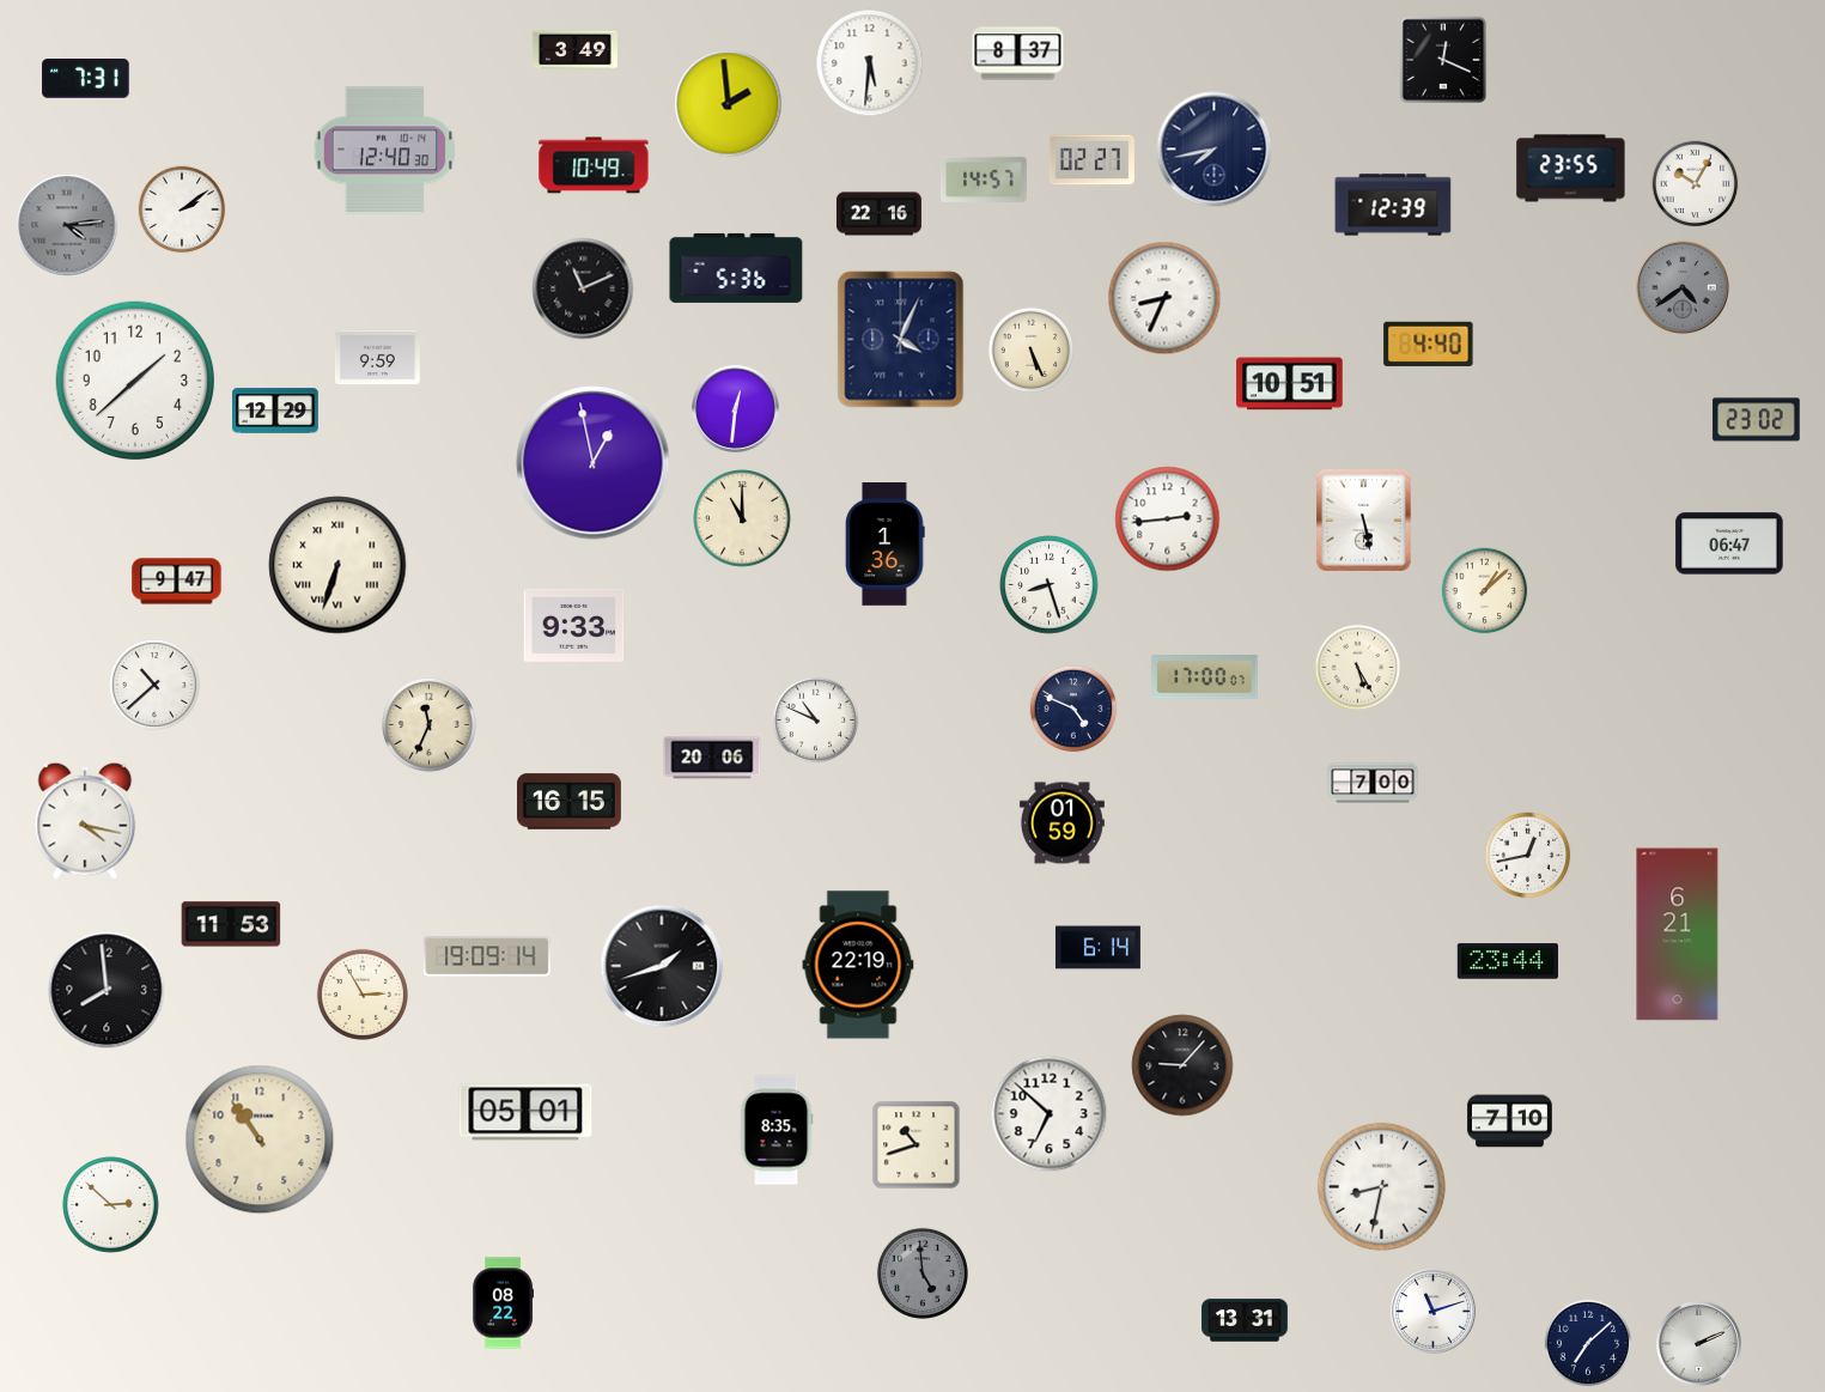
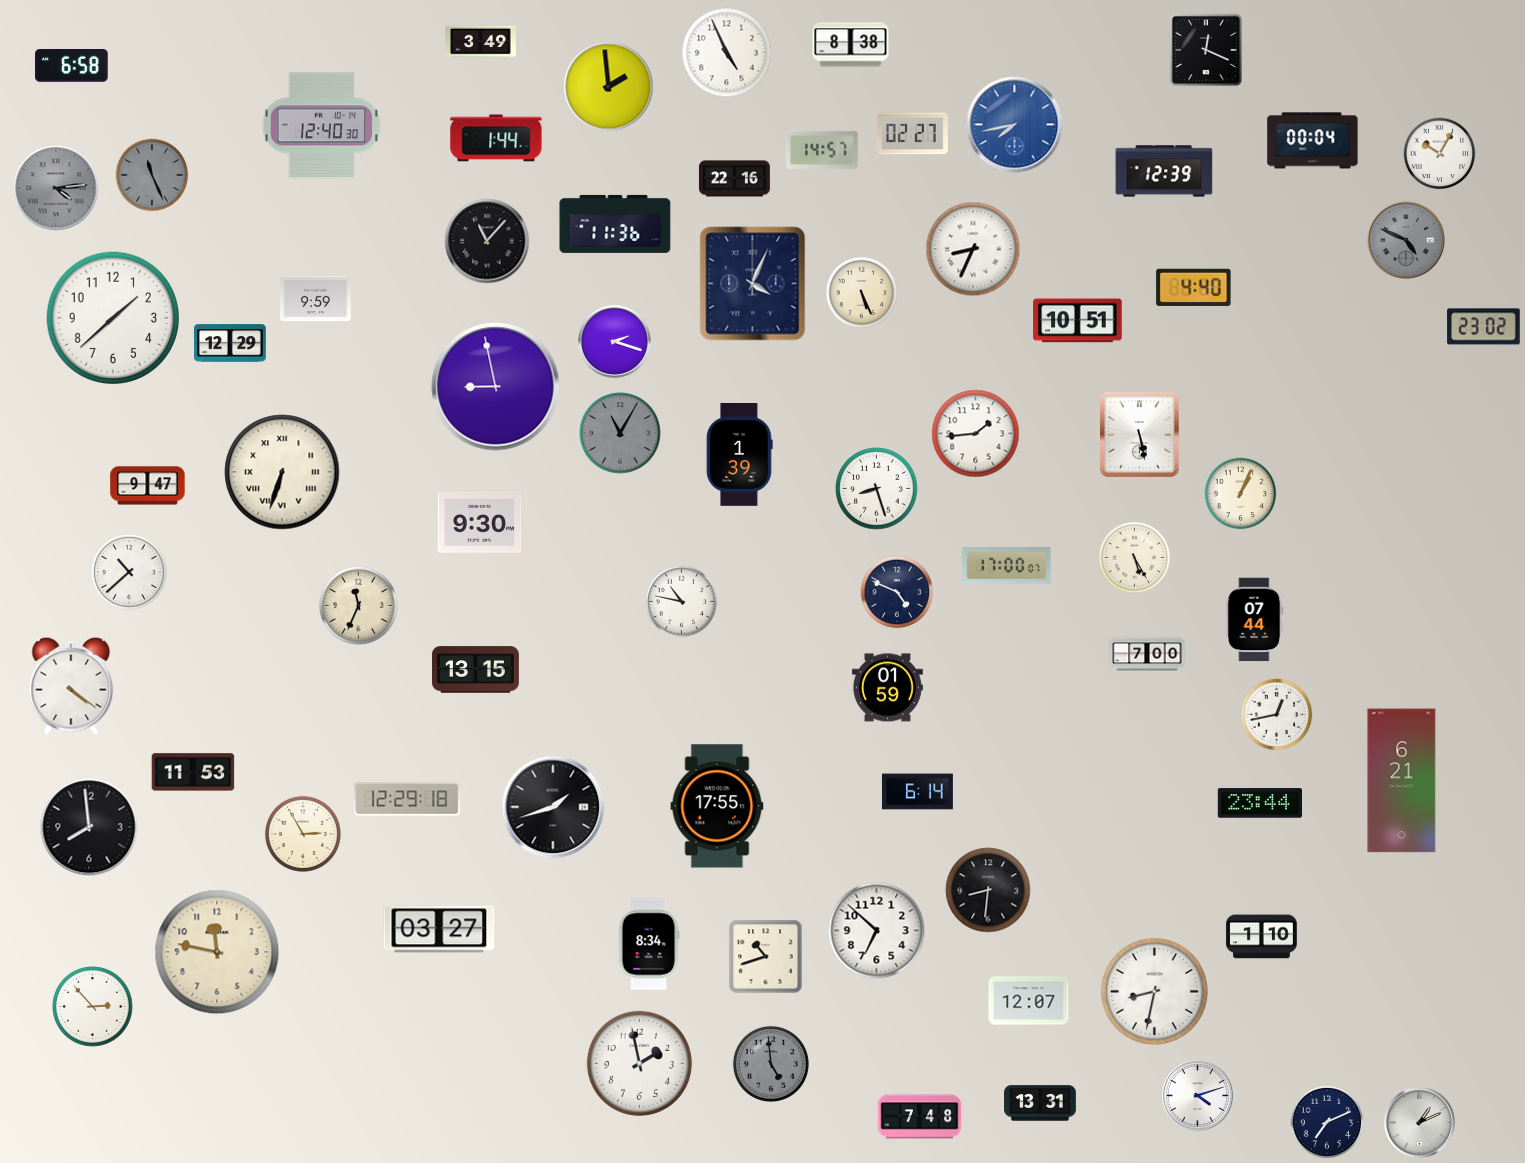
clock at (1018, 54): 8:37 -> 8:38
clock at (870, 63): 5:31 -> 4:56
clock at (86, 79): 7:31 -> 6:58
clock at (1215, 150) dial: navy -> blue
clock at (594, 165): 10:49 -> 1:44
clock at (1571, 169): 23:55 -> 00:04
clock at (1696, 184) position: (1696, 184) -> (1440, 154)
clock at (182, 209): 2:09 -> 11:26
clock at (182, 209) dial: white -> grey
clock at (736, 268): 5:36 -> 11:36
clock at (1683, 287): 4:39 -> 4:49
clock at (583, 288): 11:11 -> 11:07
clock at (736, 409): 12:31 -> 2:18
clock at (1757, 420) position: (1757, 420) -> (1484, 327)
clock at (594, 463): 12:58 -> 8:58
clock at (742, 518): 11:00 -> 11:05
clock at (742, 518) dial: cream -> grey
clock at (1168, 519): 2:44 -> 1:44
clock at (1729, 543): 06:47 -> none
clock at (884, 545): 1:36 -> 1:39
clock at (1485, 591): 1:08 -> 1:04
clock at (574, 625): 9:33 -> 9:30
clock at (816, 721): 10:49 -> 10:47
clock at (1255, 620): none -> 07:44
clock at (712, 758): 20:06 -> none
clock at (570, 802): 16:15 -> 13:15
clock at (85, 821): 4:17 -> 4:21
clock at (487, 956): 19:09 -> 12:29
clock at (858, 965): 22:19 -> 17:55
clock at (363, 995) position: (363, 995) -> (303, 834)
clock at (1182, 1065): 9:07 -> 8:31
clock at (525, 1112): 05:01 -> 03:27
clock at (1509, 1121): 7:10 -> 1:10
clock at (777, 1130): 8:35 -> 8:34
clock at (260, 1139): 10:54 -> 11:47
clock at (1029, 1001): none -> 12:07
clock at (111, 1205): 2:52 -> 2:53
clock at (639, 1063): none -> 1:58
clock at (503, 1303): 08:22 -> none
clock at (1432, 1311): 11:12 -> 4:12
clock at (920, 1117): none -> 7:48
clock at (1588, 1343): 7:08 -> 7:11
clock at (1698, 1343): 2:11 -> 1:11
